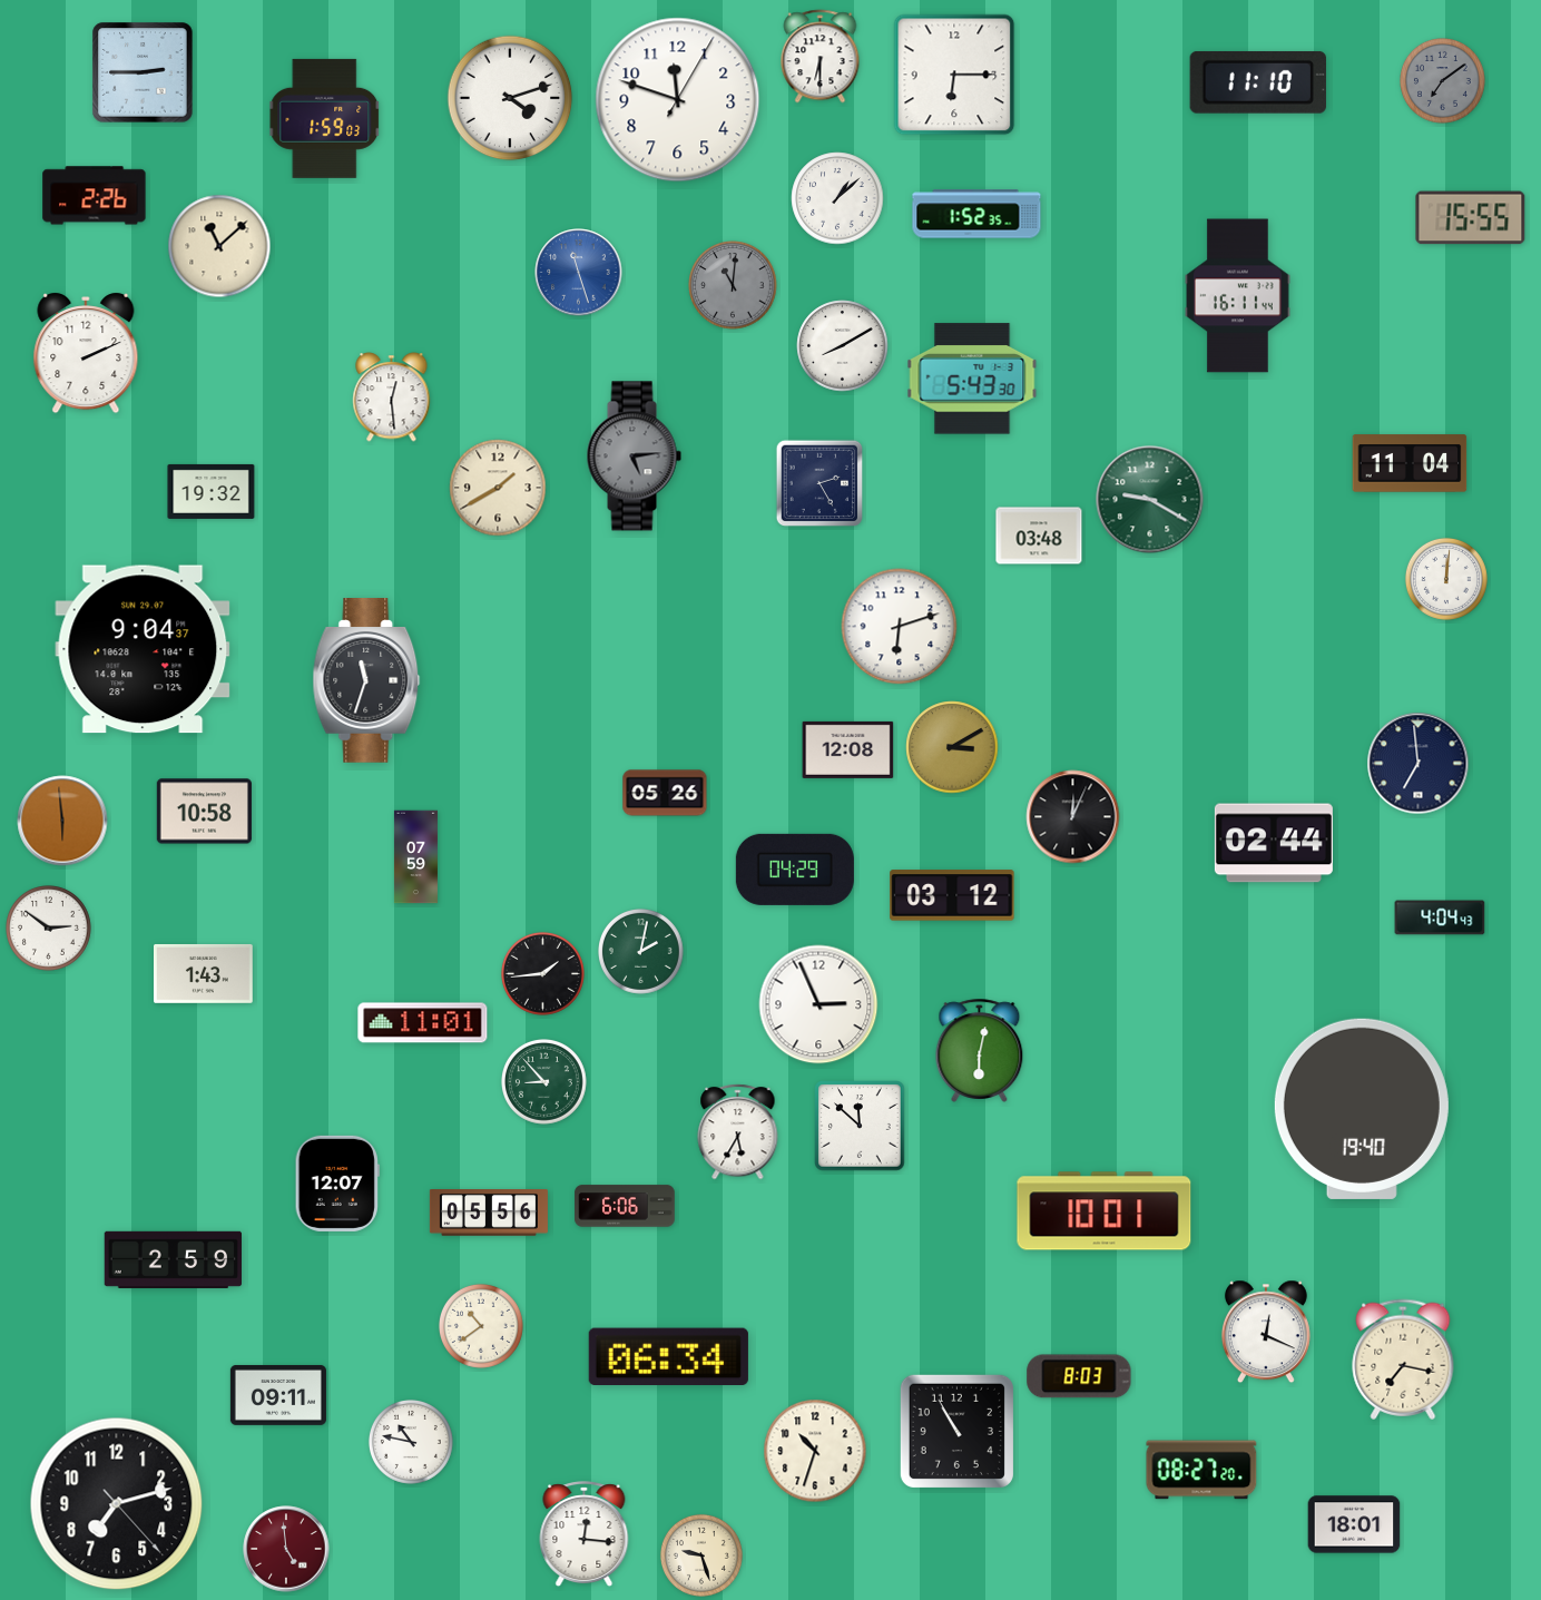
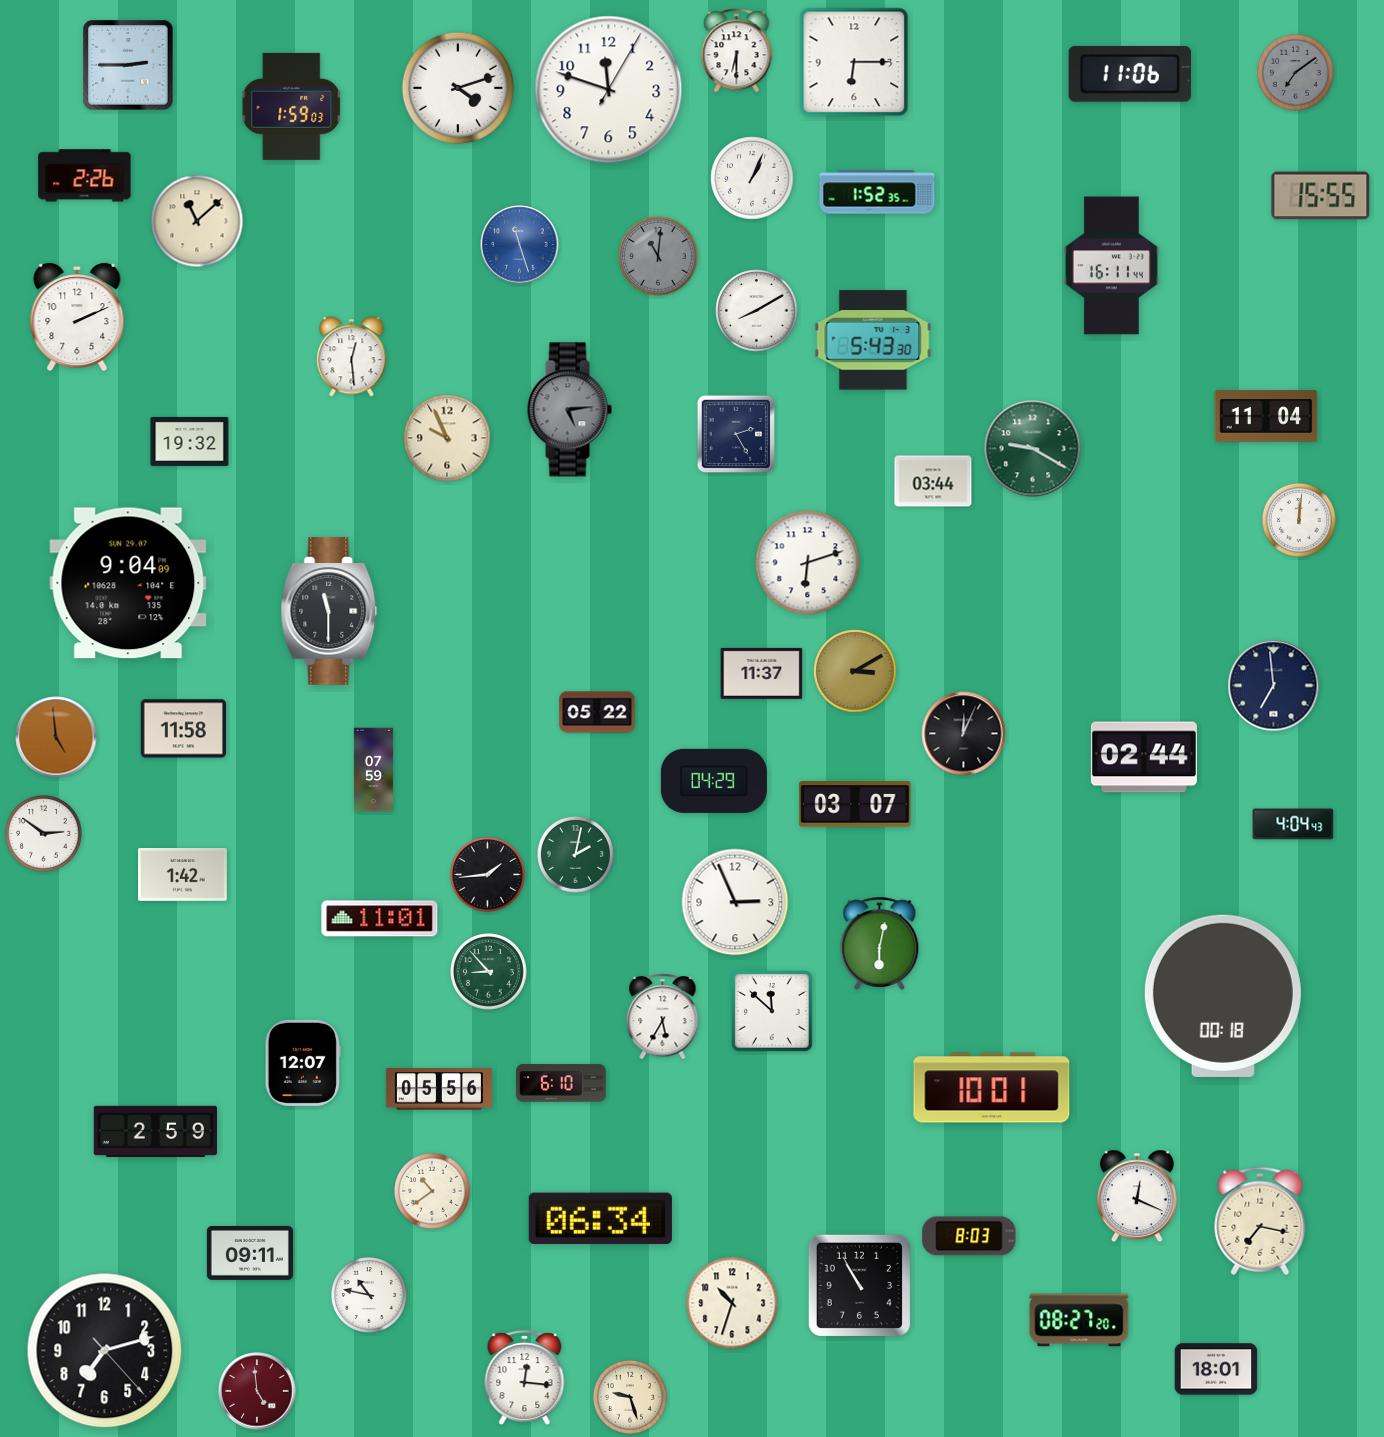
clock at (954, 75) position: (954, 75) -> (854, 62)
clock at (1258, 82): 11:10 -> 11:06
clock at (837, 198): 1:08 -> 1:04
clock at (498, 488): 1:40 -> 9:56
clock at (1039, 536): 03:48 -> 03:44
clock at (143, 649): 9:04:37 -> 9:04:09
clock at (366, 681): 11:33 -> 11:30
clock at (848, 749): 12:08 -> 11:37
clock at (665, 793): 05:26 -> 05:22
clock at (204, 812): 10:58 -> 11:58
clock at (62, 821): 5:59 -> 4:59
clock at (952, 895): 03:12 -> 03:07
clock at (204, 973): 1:43 -> 1:42
clock at (1362, 1109): 19:40 -> 00:18
clock at (625, 1206): 6:06 -> 6:10
